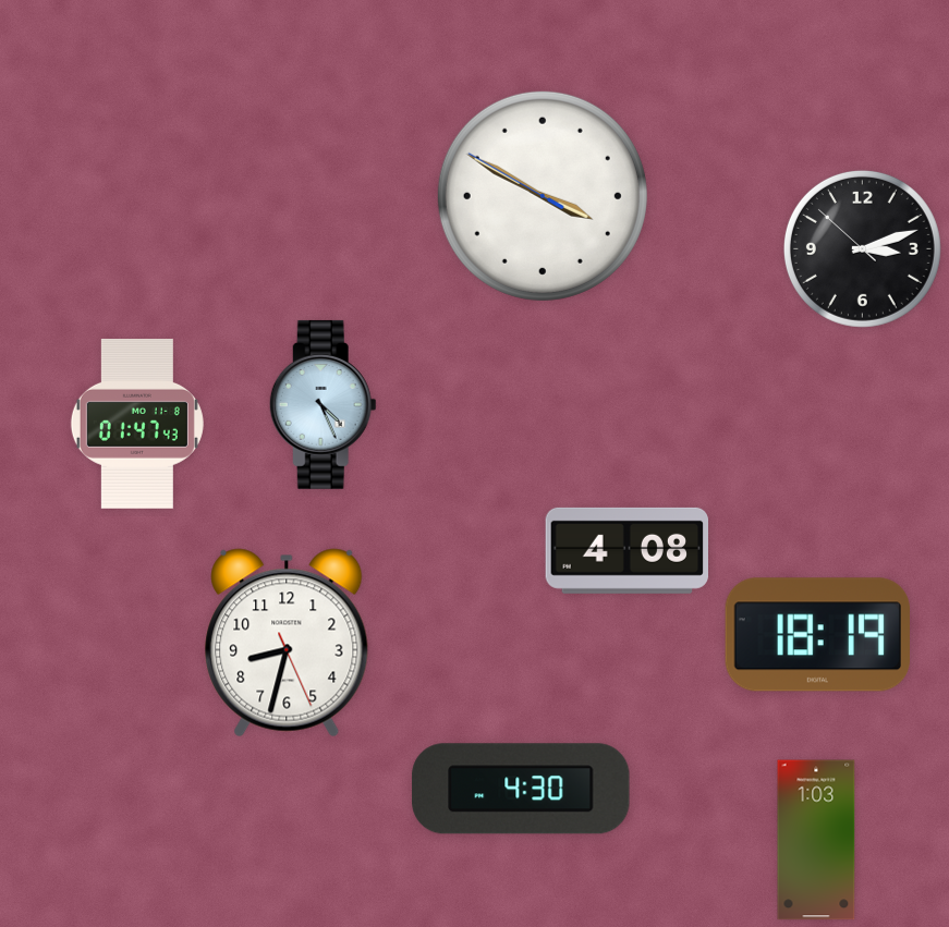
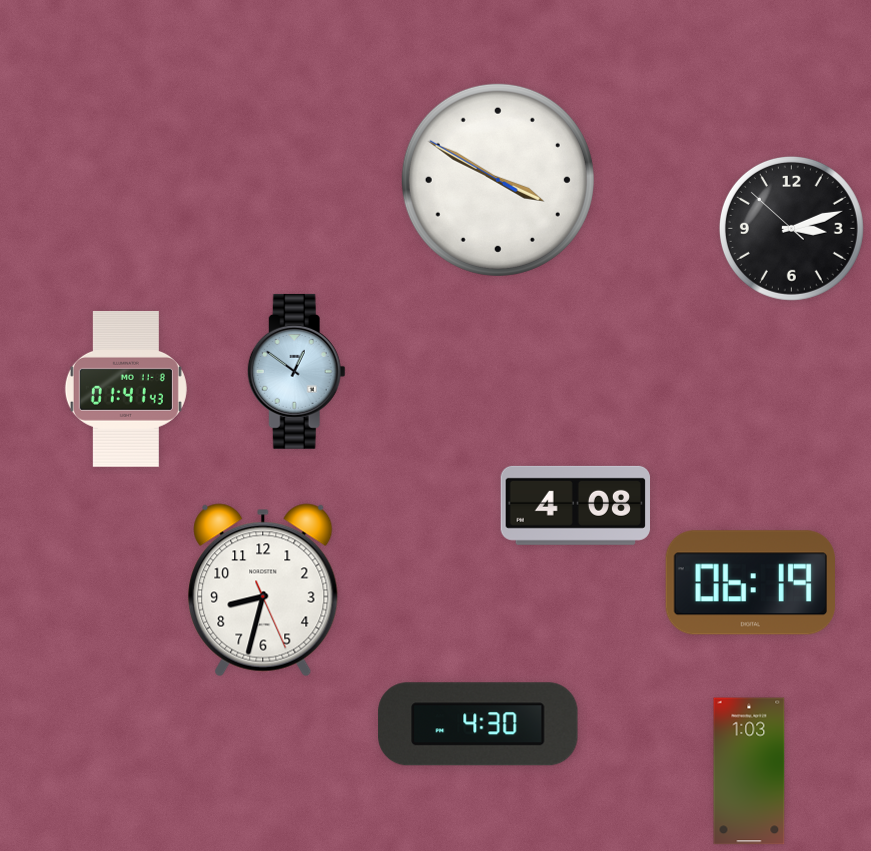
clock at (323, 404): 4:26 -> 12:51
clock at (137, 424): 01:47 -> 01:41
clock at (817, 635): 18:19 -> 06:19
